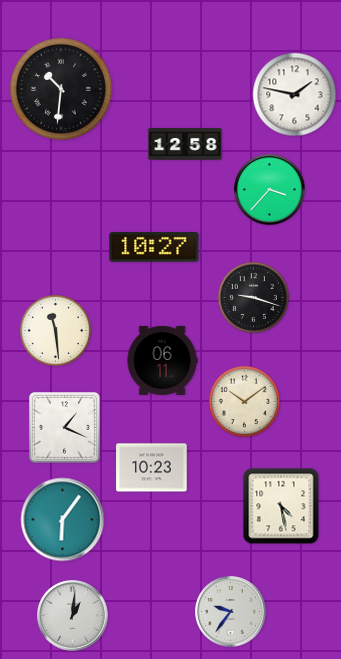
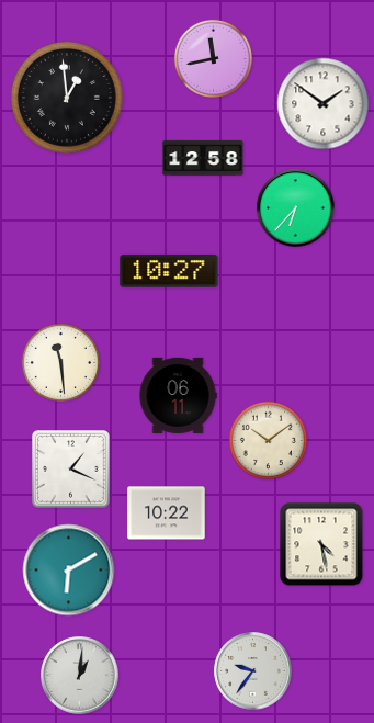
clock at (213, 58): none -> 11:43
clock at (61, 89): 10:31 -> 12:59
clock at (295, 95): 1:47 -> 1:51
clock at (270, 190): 3:37 -> 6:37
clock at (253, 297): 9:18 -> none
clock at (152, 468): 10:23 -> 10:22
clock at (281, 506) position: (281, 506) -> (321, 544)
clock at (63, 520): 6:06 -> 6:10
